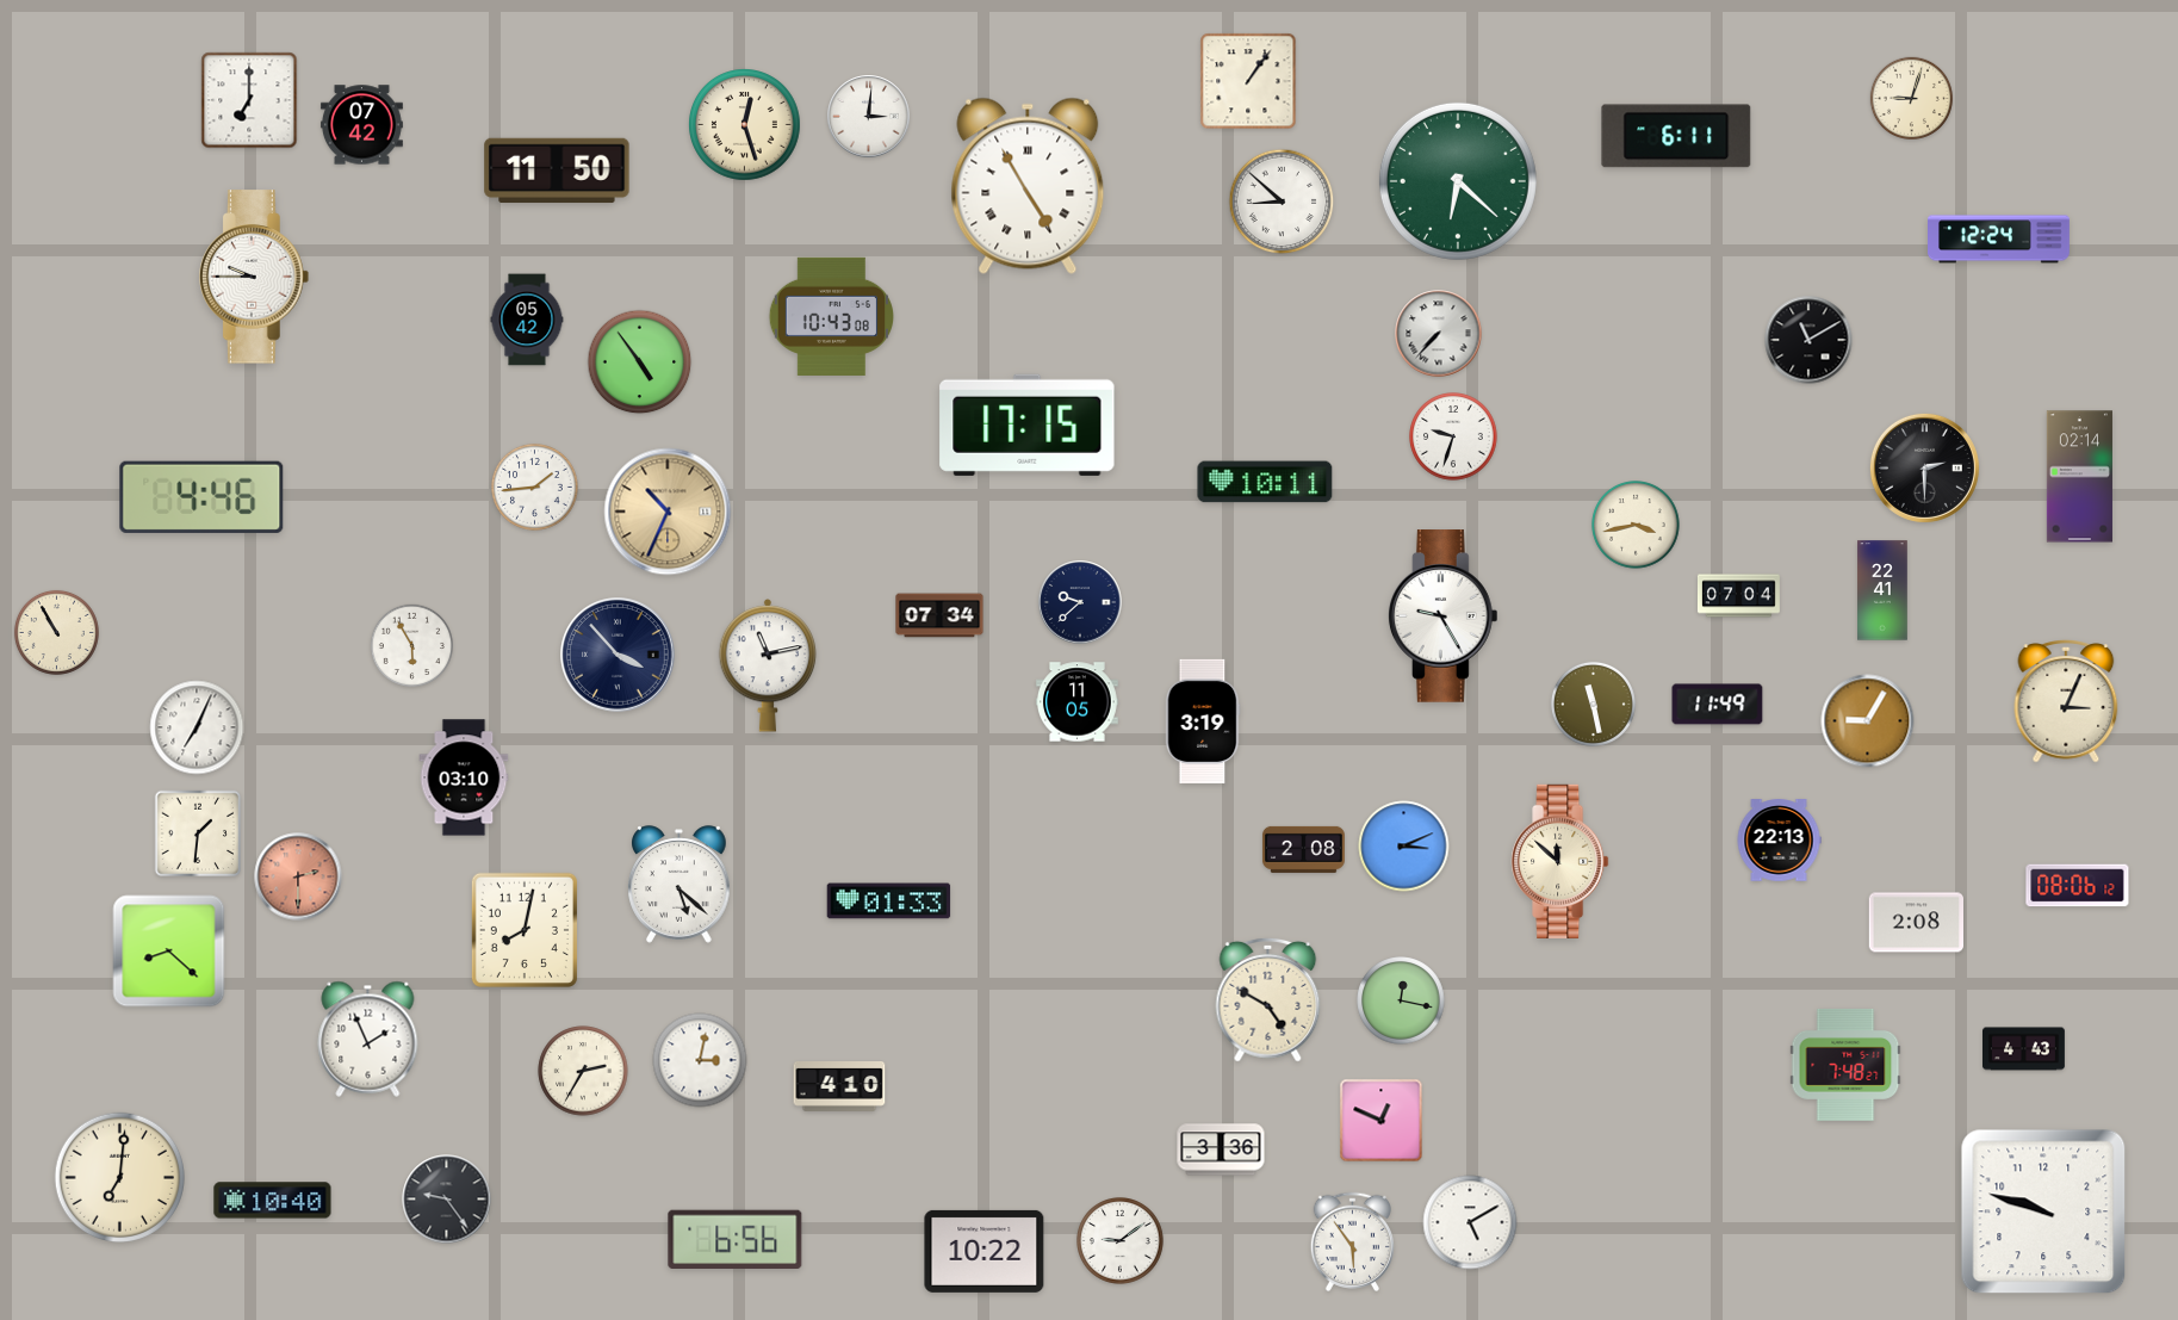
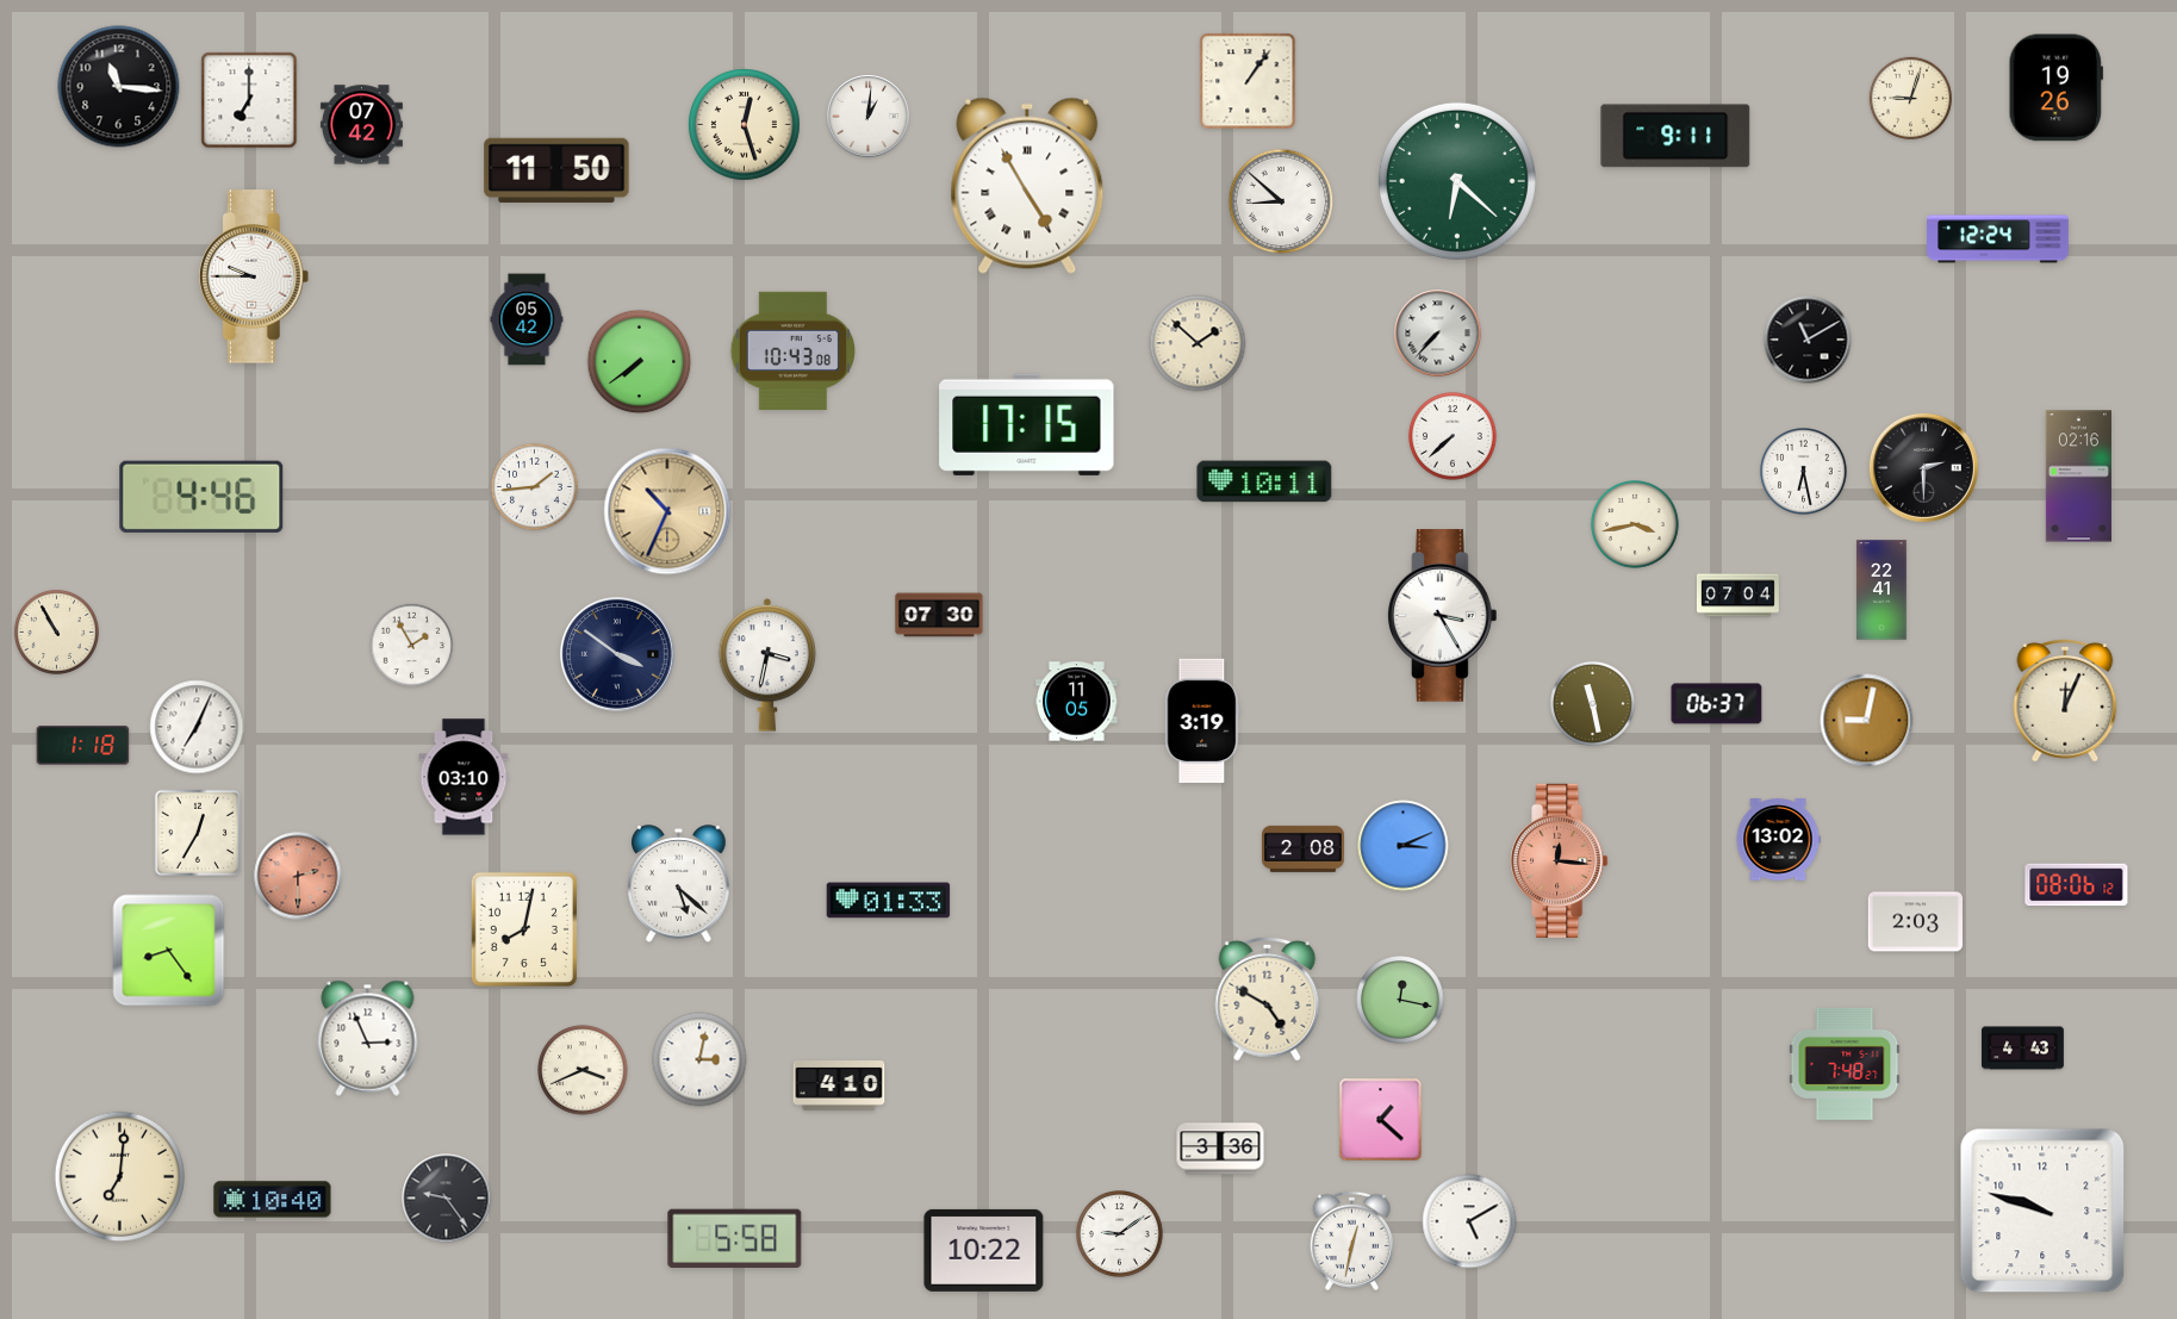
clock at (119, 87): none -> 11:16
clock at (2055, 88): none -> 19:26
clock at (869, 117): 3:01 -> 1:01
clock at (1676, 136): 6:11 -> 9:11
clock at (831, 316) position: (831, 316) -> (792, 350)
clock at (1198, 343): none -> 1:52
clock at (640, 362): 4:54 -> 7:39
clock at (1453, 436): 9:33 -> 7:38
clock at (1804, 472): none -> 6:28
clock at (2079, 477): 02:14 -> 02:16
clock at (1080, 602): 9:38 -> none
clock at (939, 615): 07:34 -> 07:30
clock at (1444, 616): 9:25 -> 3:25
clock at (412, 646): 5:55 -> 1:55
clock at (618, 655): 3:53 -> 3:51
clock at (768, 665): 11:13 -> 3:32
clock at (2066, 702): 3:04 -> 12:04
clock at (1718, 705): 11:49 -> 06:37
clock at (1868, 721): 9:05 -> 9:02
clock at (83, 746): none -> 1:18
clock at (198, 833): 1:31 -> 12:35
clock at (1779, 841): 22:13 -> 13:02
clock at (1560, 861): 11:52 -> 12:16
clock at (1560, 861) dial: cream -> salmon
clock at (1917, 923): 2:08 -> 2:03
clock at (169, 952): 8:22 -> 8:24
clock at (368, 1039): 1:56 -> 2:56
clock at (583, 1071): 2:35 -> 3:41
clock at (1382, 1121): 12:49 -> 1:22
clock at (736, 1239): 6:56 -> 5:58
clock at (1121, 1241) position: (1121, 1241) -> (1120, 1234)
clock at (1352, 1241): 5:54 -> 12:32
